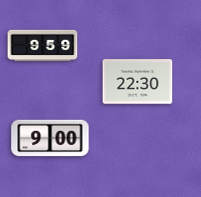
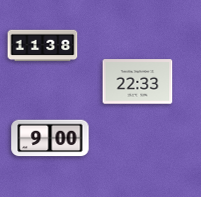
clock at (43, 46): 9:59 -> 11:38
clock at (138, 82): 22:30 -> 22:33
